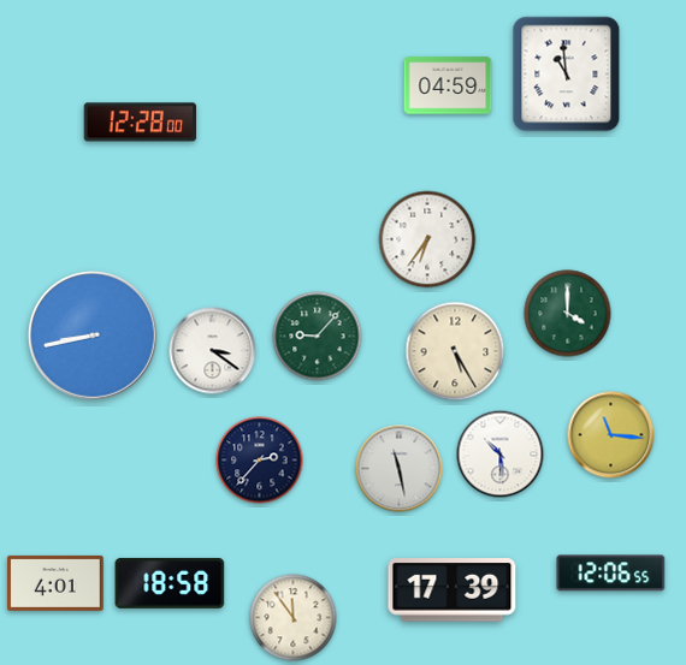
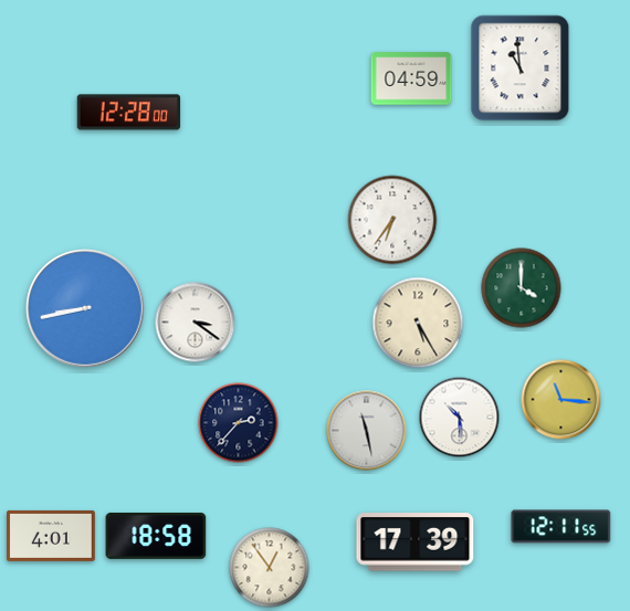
clock at (318, 337): 9:07 -> none
clock at (611, 574): 12:06 -> 12:11
clock at (294, 618): 11:54 -> 12:54
